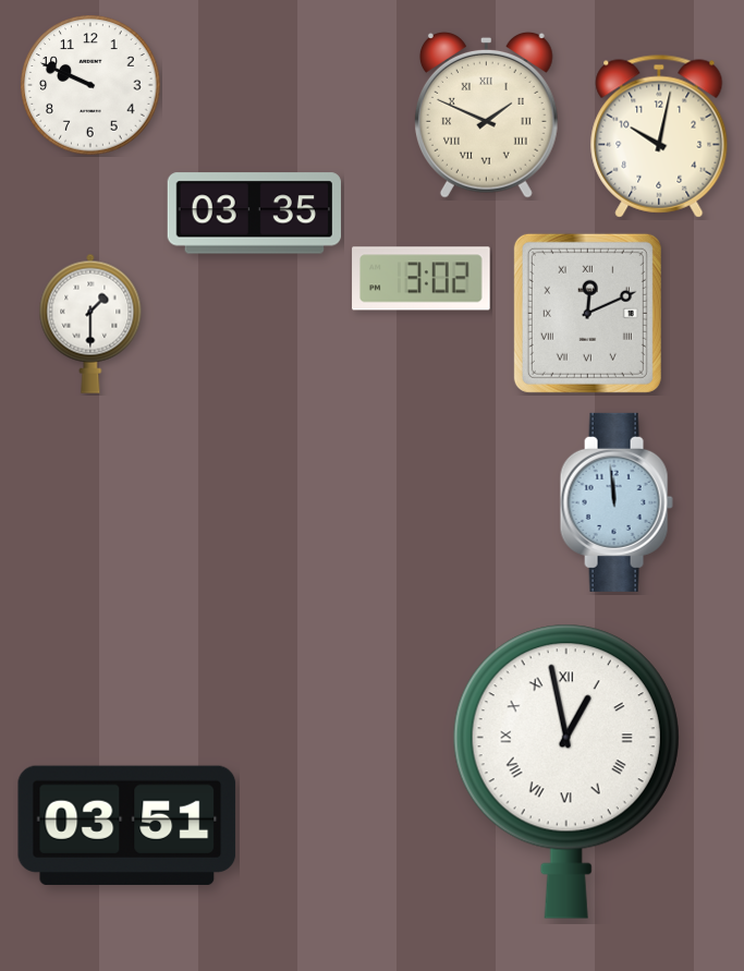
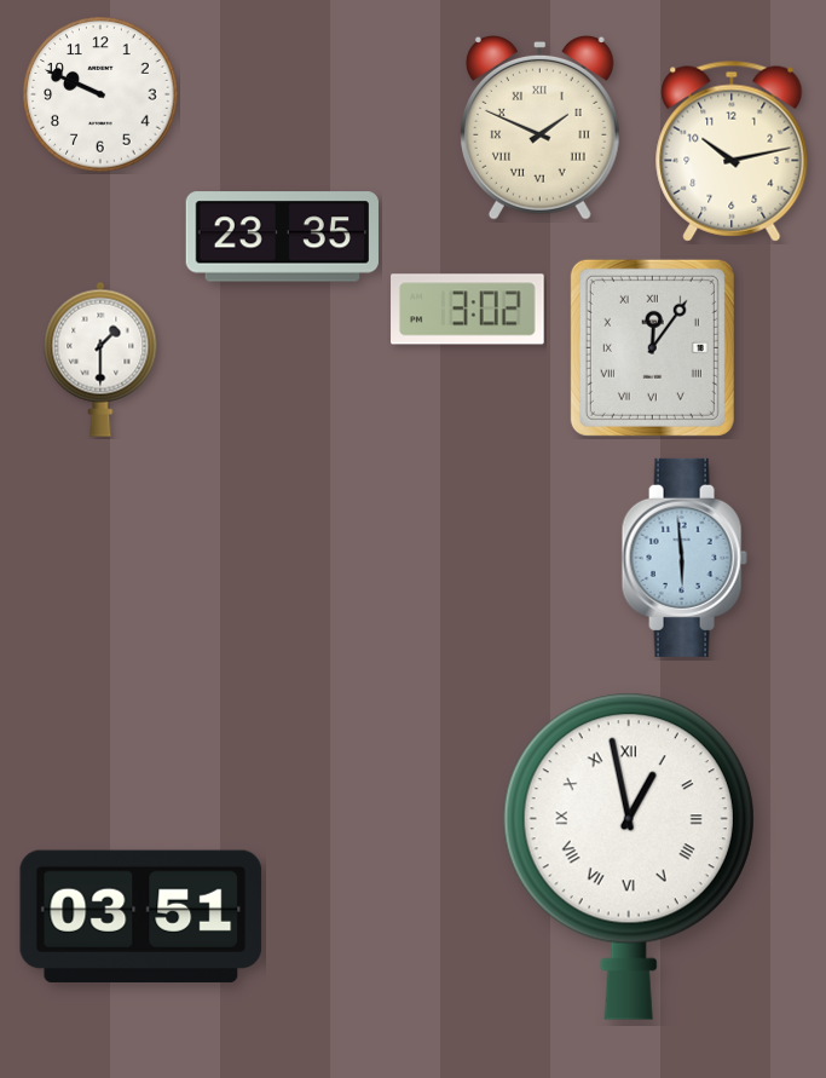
clock at (659, 136): 10:02 -> 10:13
clock at (254, 214): 03:35 -> 23:35
clock at (587, 313): 12:11 -> 12:06
clock at (617, 502): 11:59 -> 5:59
